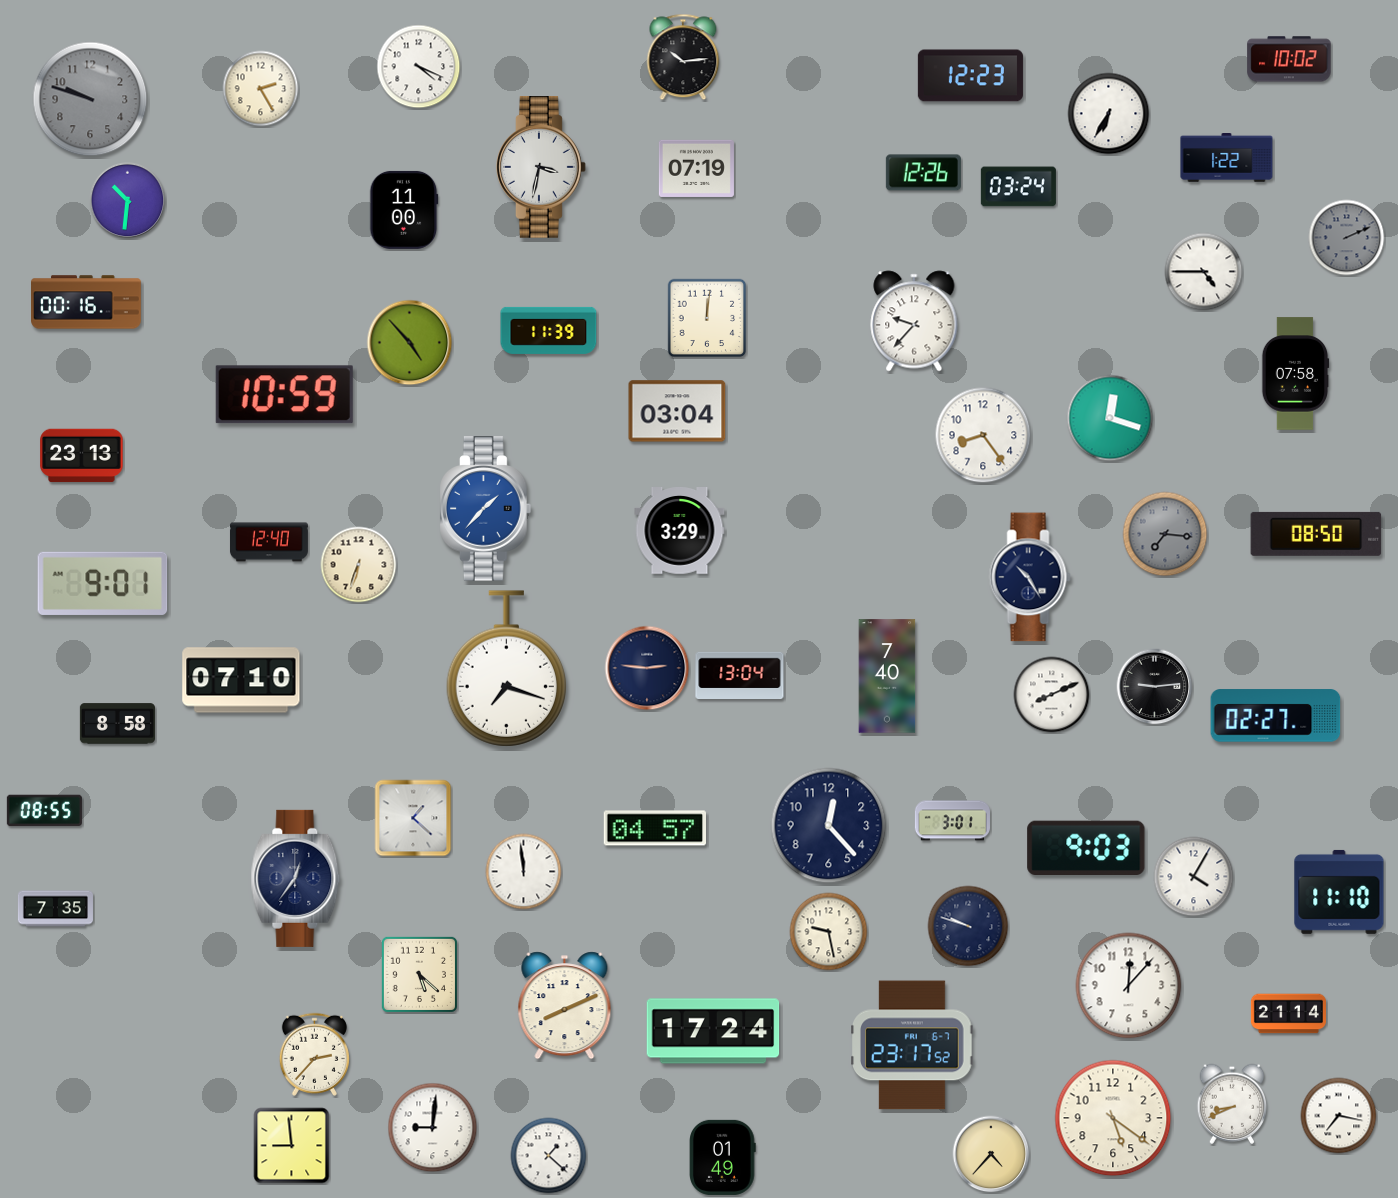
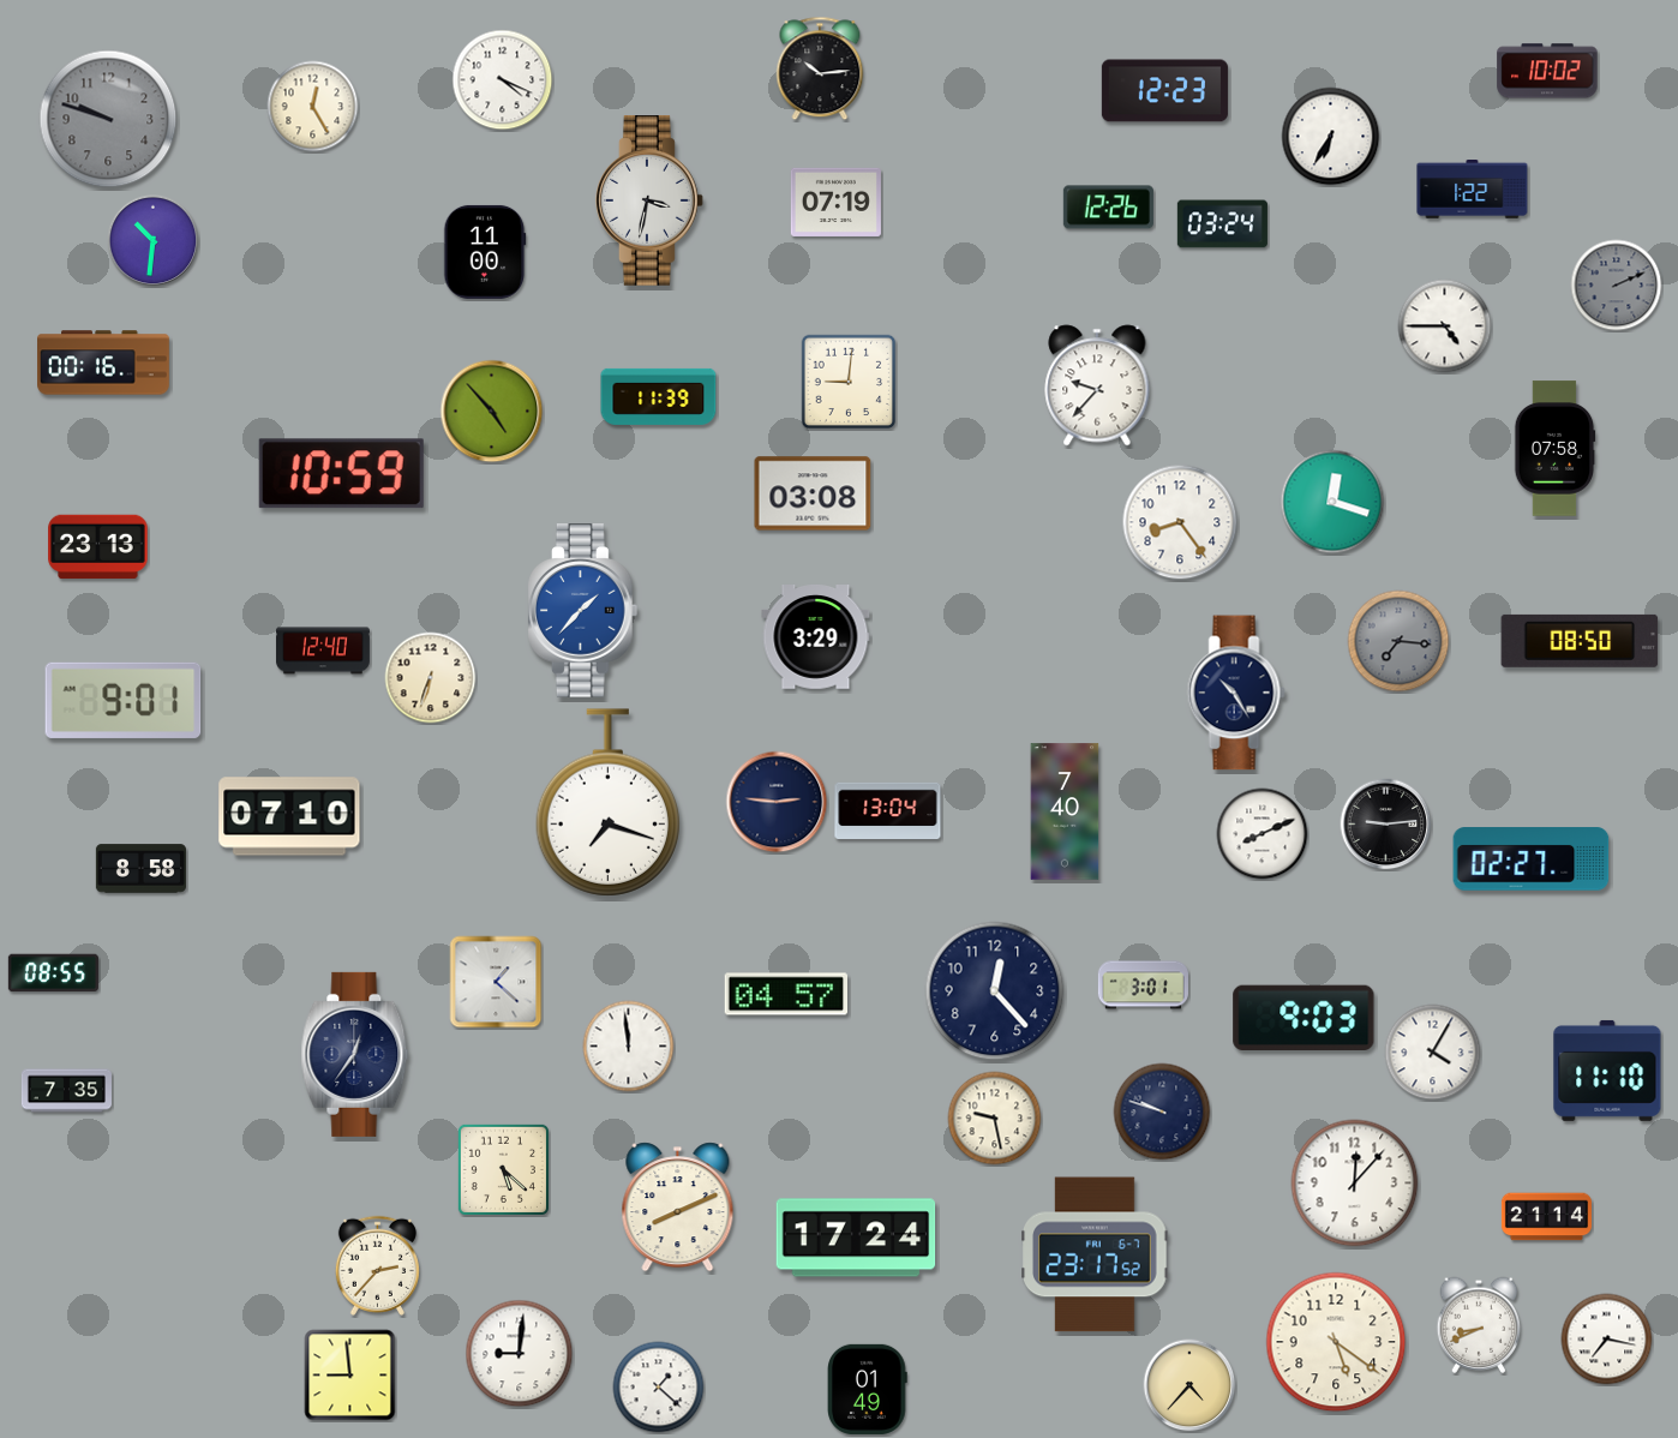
clock at (261, 89): 2:25 -> 12:25
clock at (707, 318): 12:01 -> 9:01
clock at (677, 411): 03:04 -> 03:08
